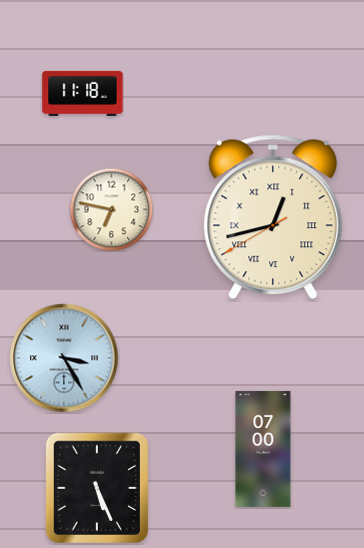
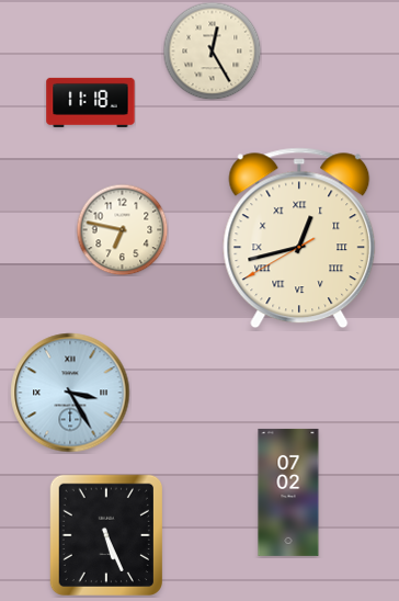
clock at (212, 50): none -> 12:25
clock at (263, 449): 07:00 -> 07:02
